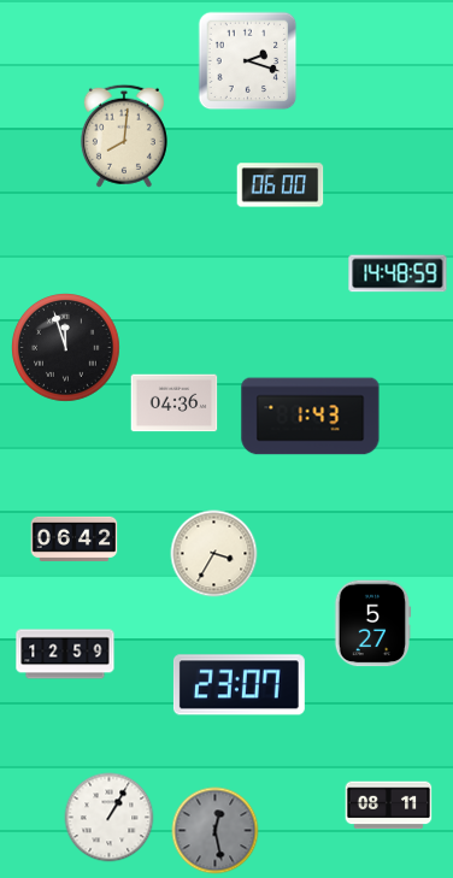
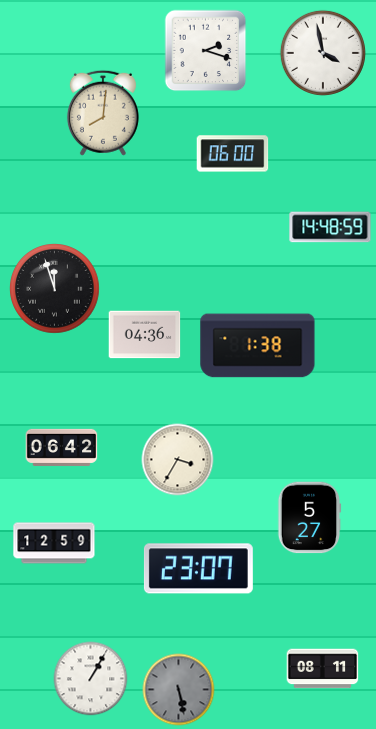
clock at (323, 53): none -> 3:58
clock at (311, 417): 1:43 -> 1:38
clock at (216, 831): 12:28 -> 5:28
